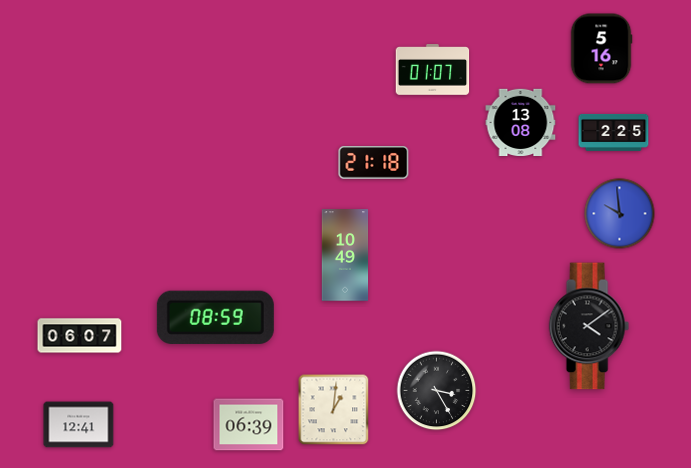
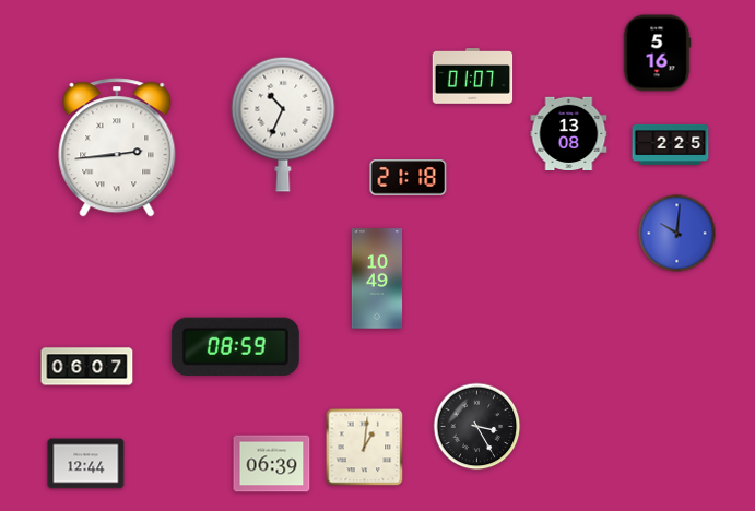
clock at (283, 124): none -> 10:34
clock at (117, 147): none -> 2:44
clock at (620, 214): 9:59 -> 10:01
clock at (589, 326): 4:09 -> none
clock at (79, 425): 12:41 -> 12:44
